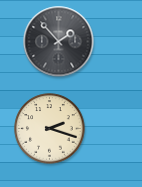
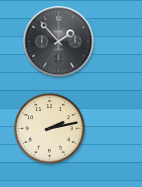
clock at (50, 129): 2:18 -> 2:13
